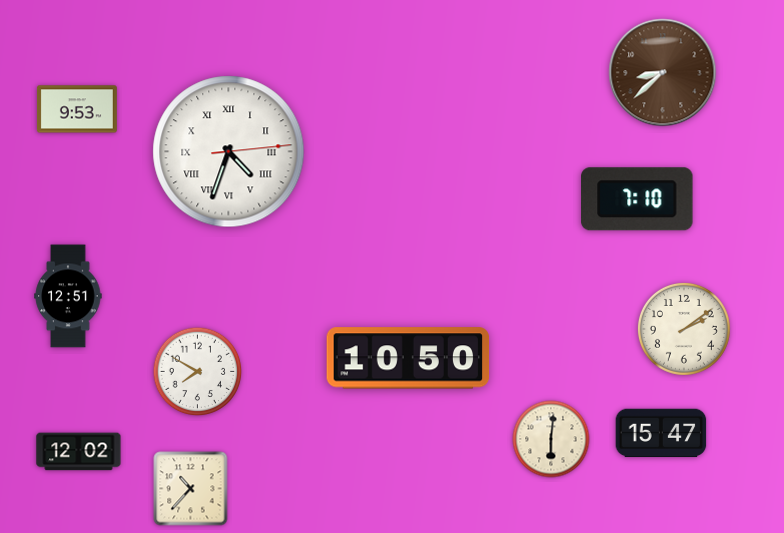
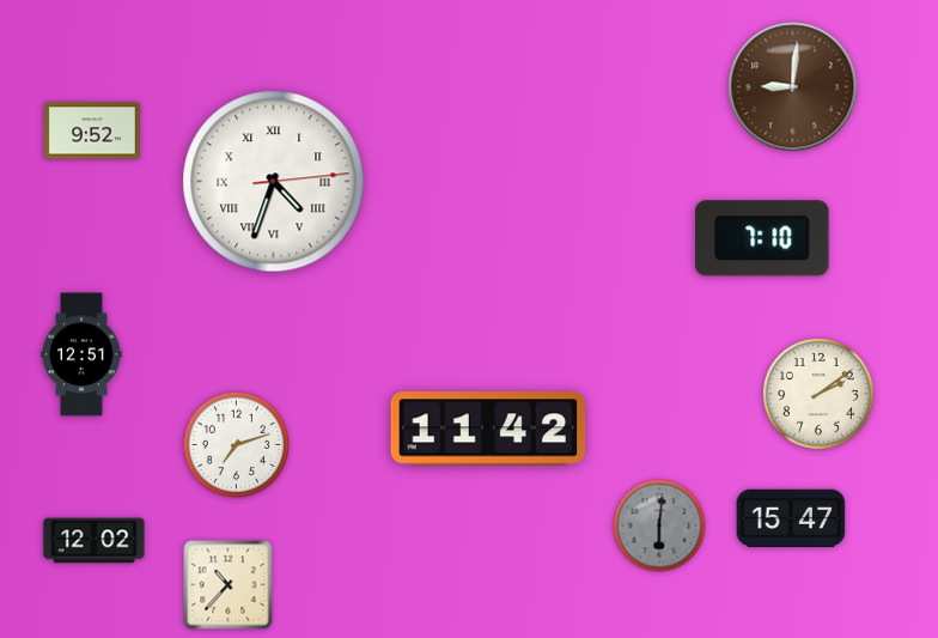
clock at (663, 73): 8:38 -> 9:01
clock at (77, 109): 9:53 -> 9:52
clock at (408, 358): 10:50 -> 11:42
clock at (198, 372): 7:50 -> 7:12
clock at (551, 439) dial: cream -> grey
